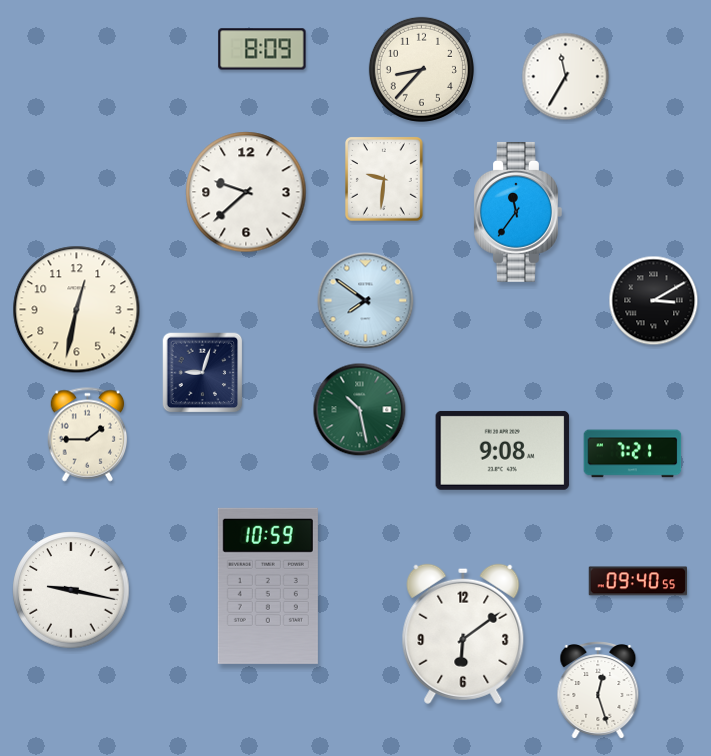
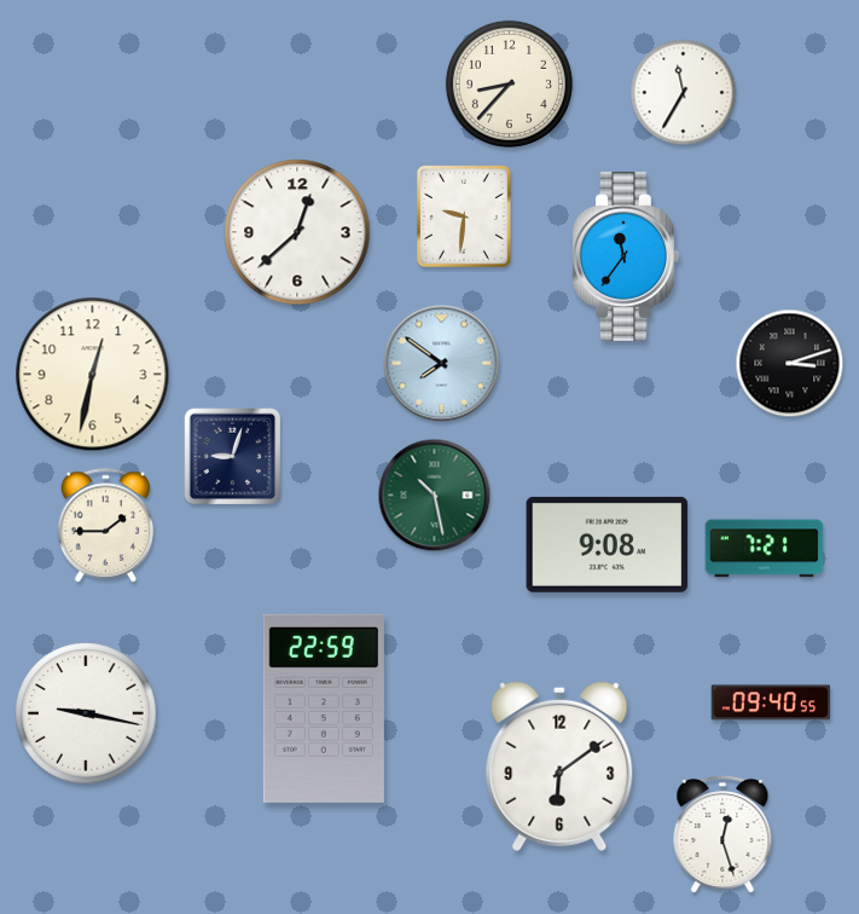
clock at (262, 49): 8:09 -> none
clock at (246, 192): 9:38 -> 12:38
clock at (654, 301): 3:10 -> 3:12
clock at (203, 373) position: (203, 373) -> (233, 457)
clock at (268, 586): 10:59 -> 22:59
